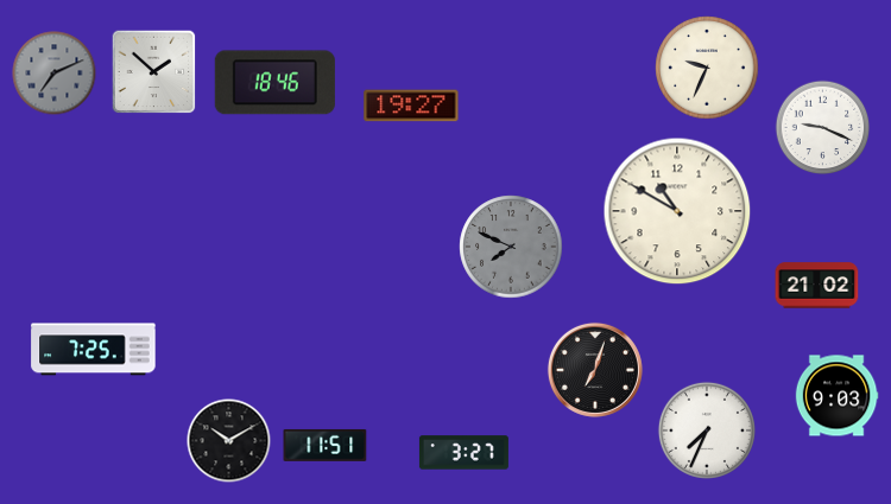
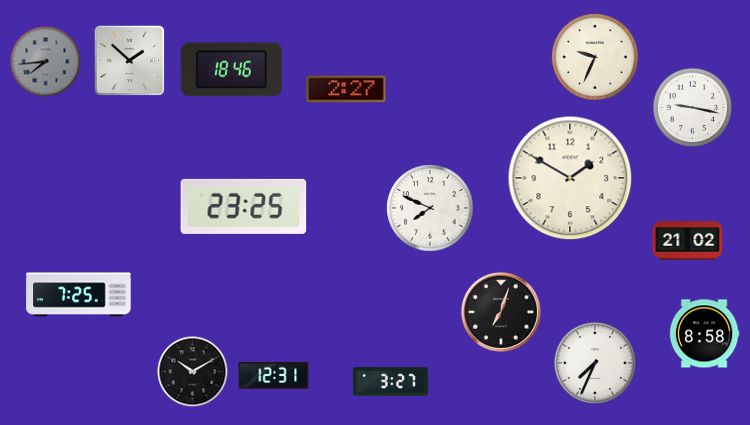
clock at (55, 74): 7:11 -> 7:44
clock at (411, 106): 19:27 -> 2:27
clock at (823, 128): 9:19 -> 9:17
clock at (677, 211): 10:50 -> 1:50
clock at (244, 206): none -> 23:25
clock at (511, 247) dial: grey -> white
clock at (836, 396): 9:03 -> 8:58
clock at (326, 445): 11:51 -> 12:31
